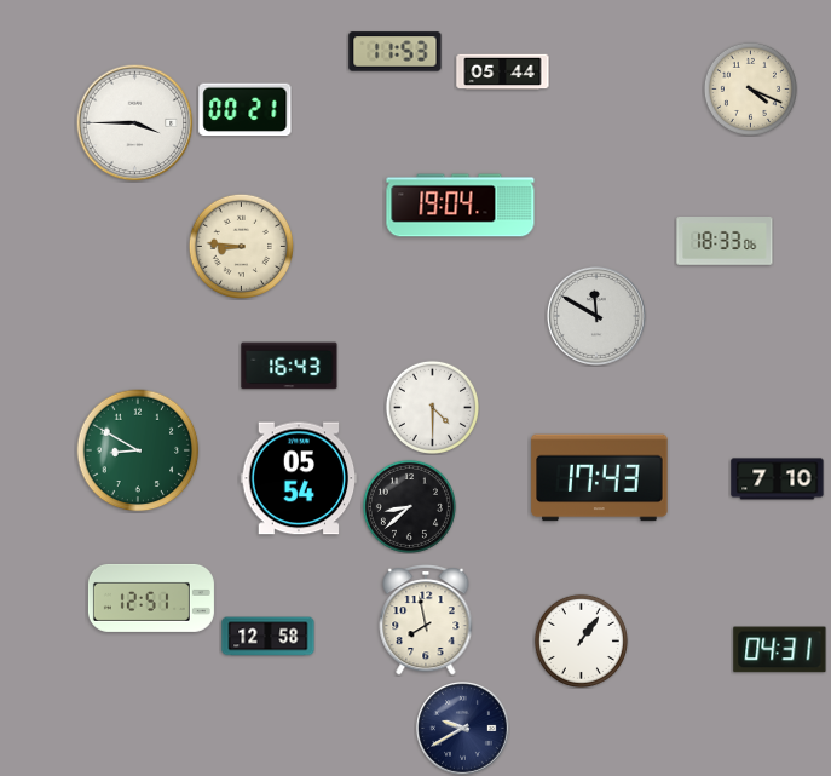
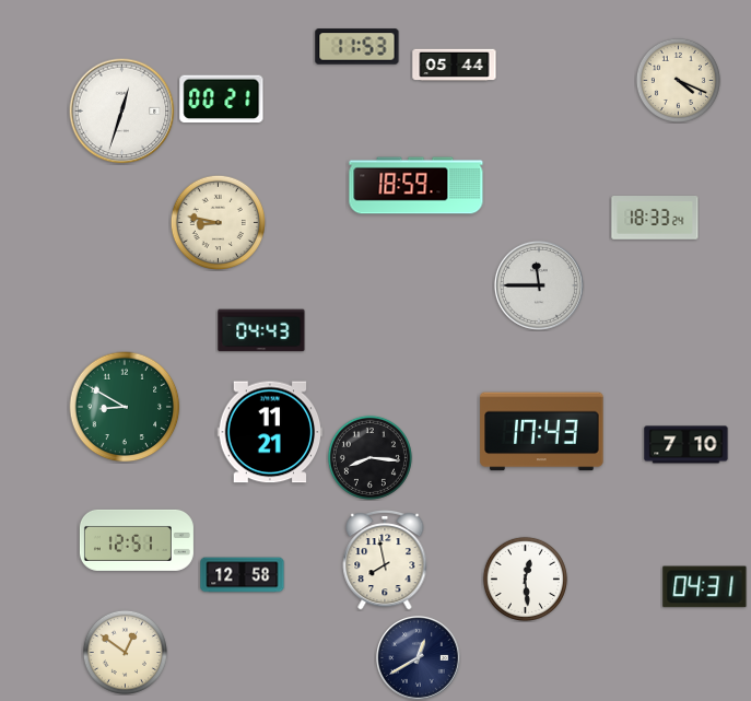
clock at (135, 123): 3:45 -> 12:33
clock at (461, 206): 19:04 -> 18:59
clock at (725, 242): 18:33:06 -> 18:33:24
clock at (241, 246): 8:46 -> 8:47
clock at (596, 316): 11:50 -> 11:45
clock at (289, 366): 16:43 -> 04:43
clock at (432, 407): 4:30 -> none
clock at (299, 478): 05:54 -> 11:21
clock at (778, 479) position: (778, 479) -> (687, 445)
clock at (409, 506): 8:38 -> 8:16
clock at (581, 640): 1:06 -> 12:29
clock at (125, 652): none -> 12:51
clock at (463, 729): 9:40 -> 12:40
